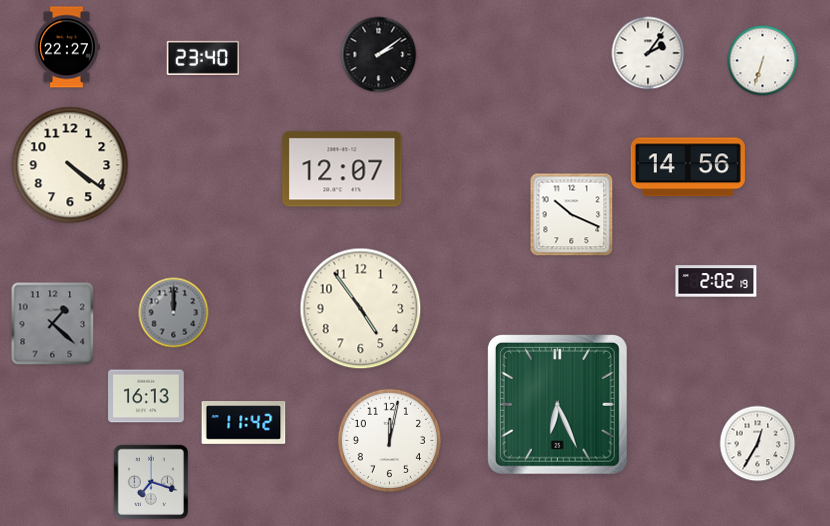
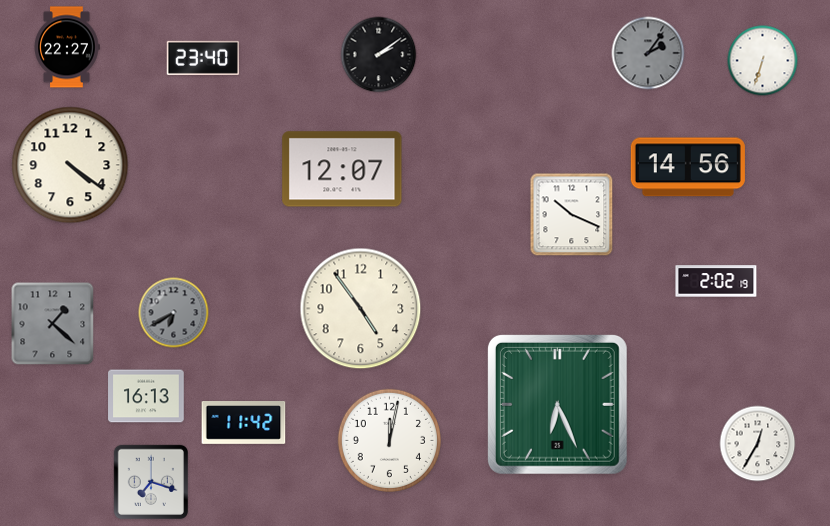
clock at (648, 53) dial: white -> grey
clock at (174, 313): 12:00 -> 6:40
